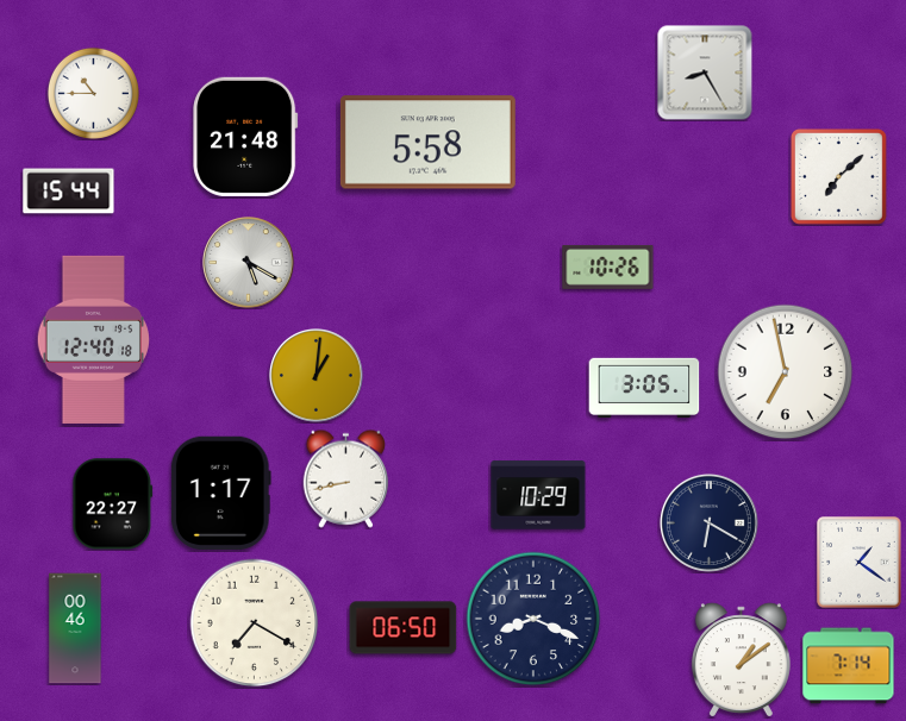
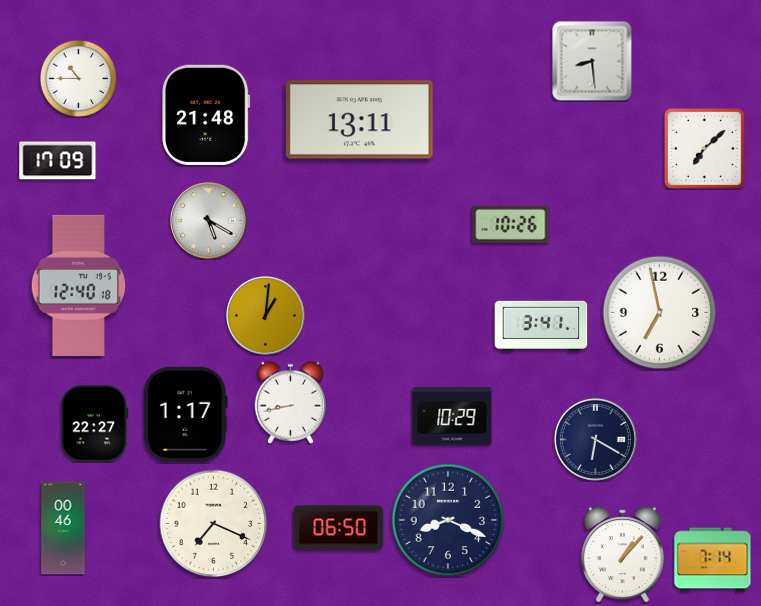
clock at (705, 73): 8:25 -> 8:29
clock at (427, 143): 5:58 -> 13:11
clock at (69, 192): 15:44 -> 17:09
clock at (644, 388): 3:05 -> 3:41
clock at (860, 563): 1:21 -> none
clock at (255, 623): 7:20 -> 7:19
clock at (741, 660): 1:09 -> 1:07
